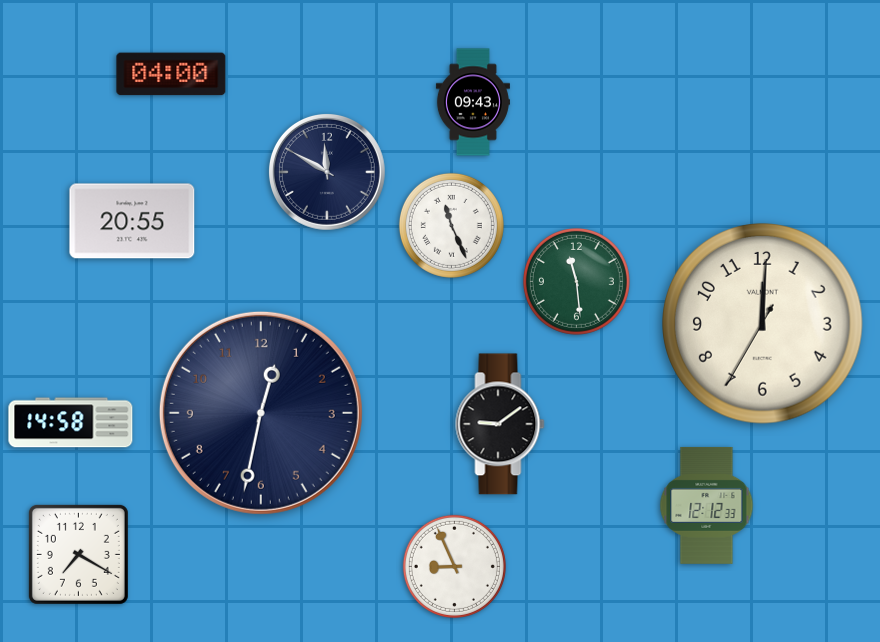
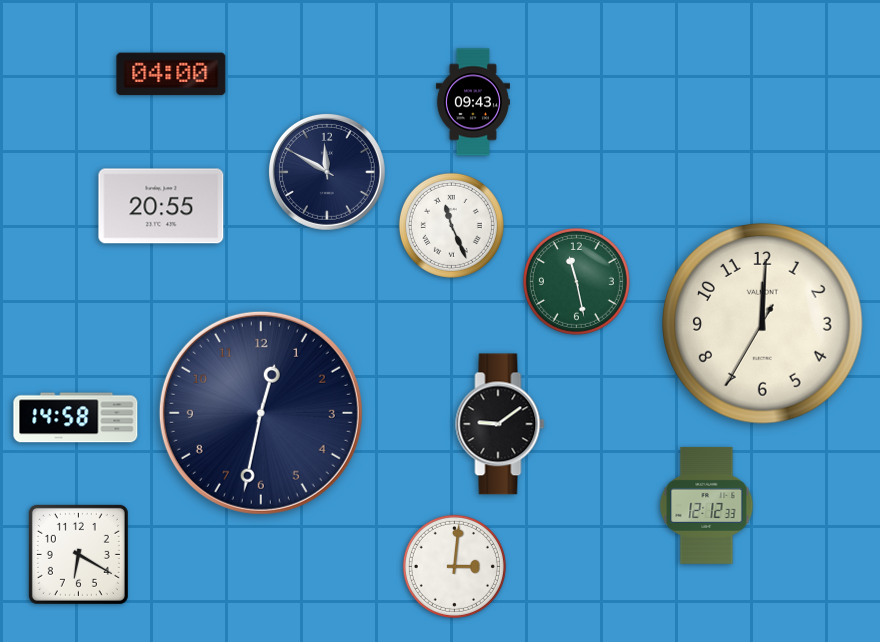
clock at (132, 221) position: (132, 221) -> (161, 206)
clock at (576, 281): 11:29 -> 11:28
clock at (71, 423) position: (71, 423) -> (76, 418)
clock at (78, 554): 7:20 -> 6:20
clock at (454, 566): 8:56 -> 3:01
